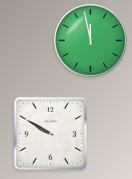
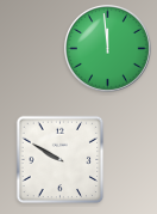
clock at (91, 41): 11:58 -> 11:59
